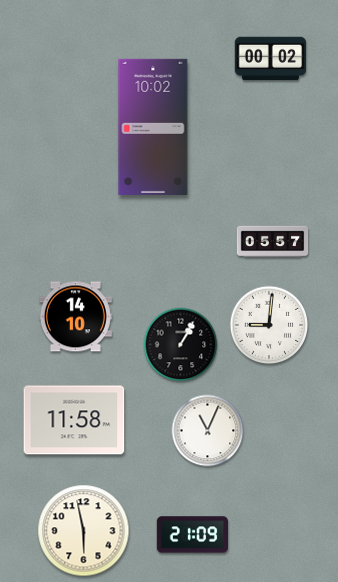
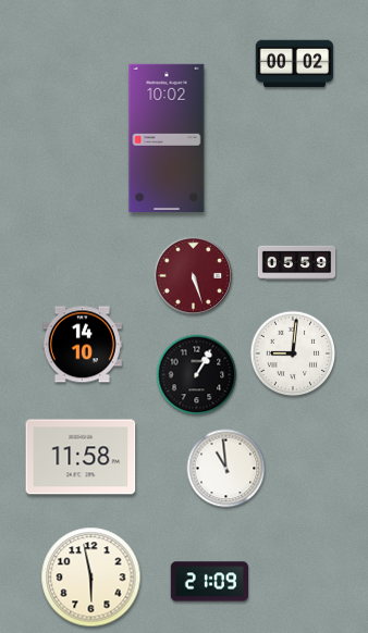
clock at (273, 242): 05:57 -> 05:59
clock at (194, 276): none -> 5:27
clock at (208, 431): 11:04 -> 10:59
